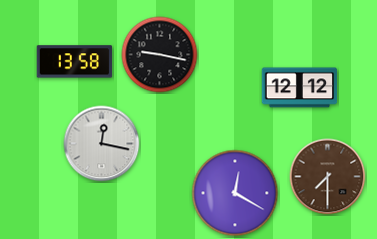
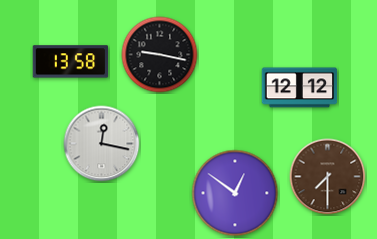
clock at (75, 62) position: (75, 62) -> (71, 62)
clock at (235, 193): 12:20 -> 12:51
